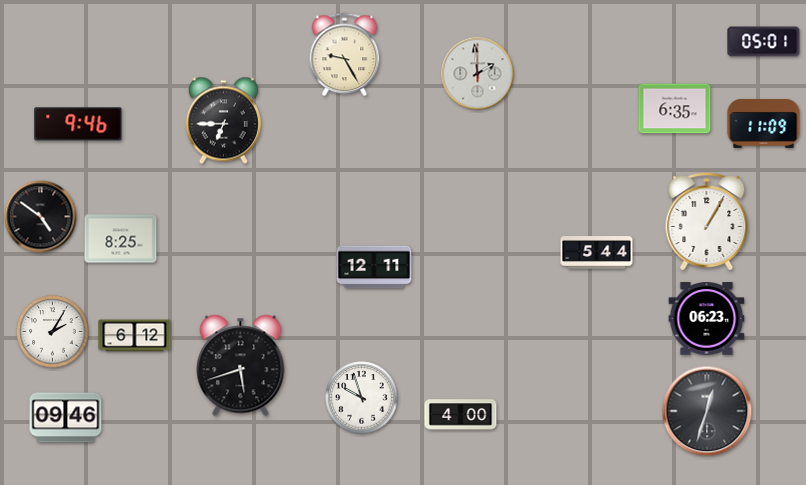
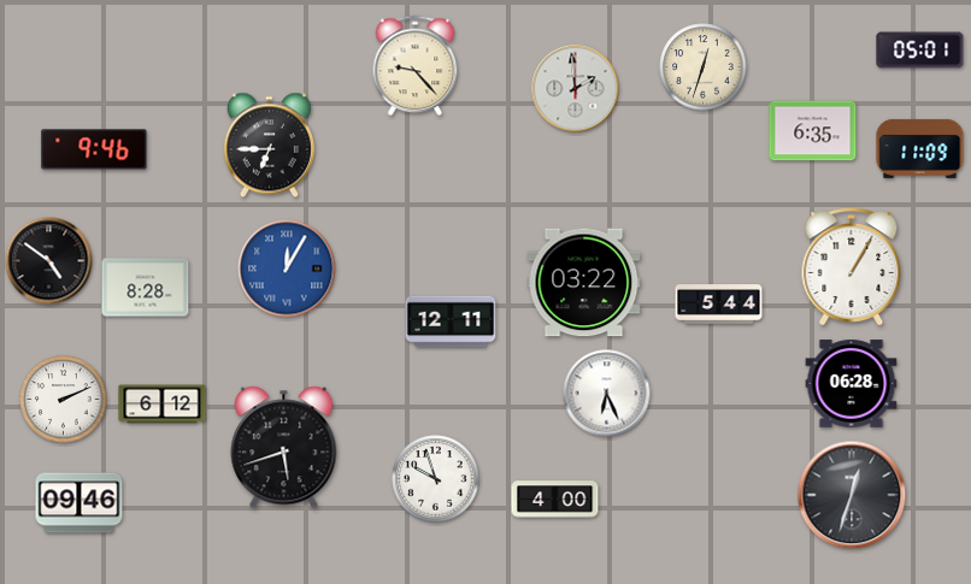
clock at (345, 55): 9:25 -> 9:23
clock at (704, 67): none -> 12:33
clock at (287, 269): none -> 12:05
clock at (584, 283): none -> 03:22
clock at (121, 239): 8:25 -> 8:28
clock at (707, 319): 06:23 -> 06:28
clock at (607, 394): none -> 6:26
clock at (53, 332): 2:05 -> 2:11
clock at (241, 366) position: (241, 366) -> (284, 448)
